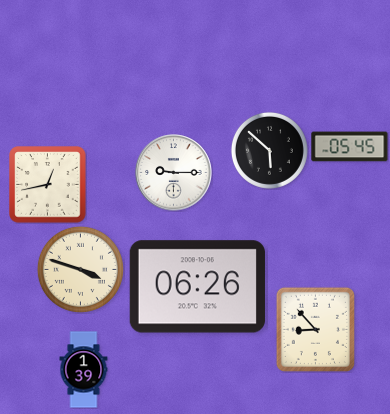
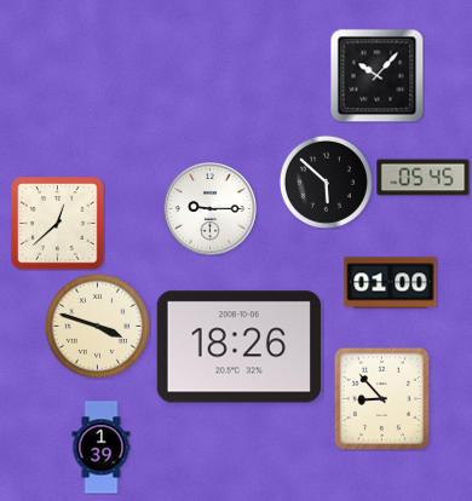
clock at (376, 75): none -> 10:07
clock at (48, 185): 12:43 -> 12:38
clock at (391, 283): none -> 01:00
clock at (197, 287): 06:26 -> 18:26
